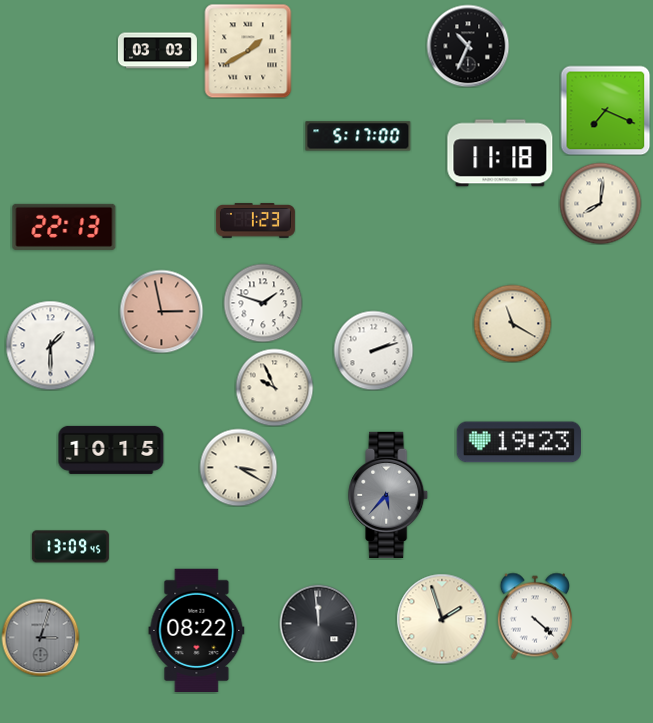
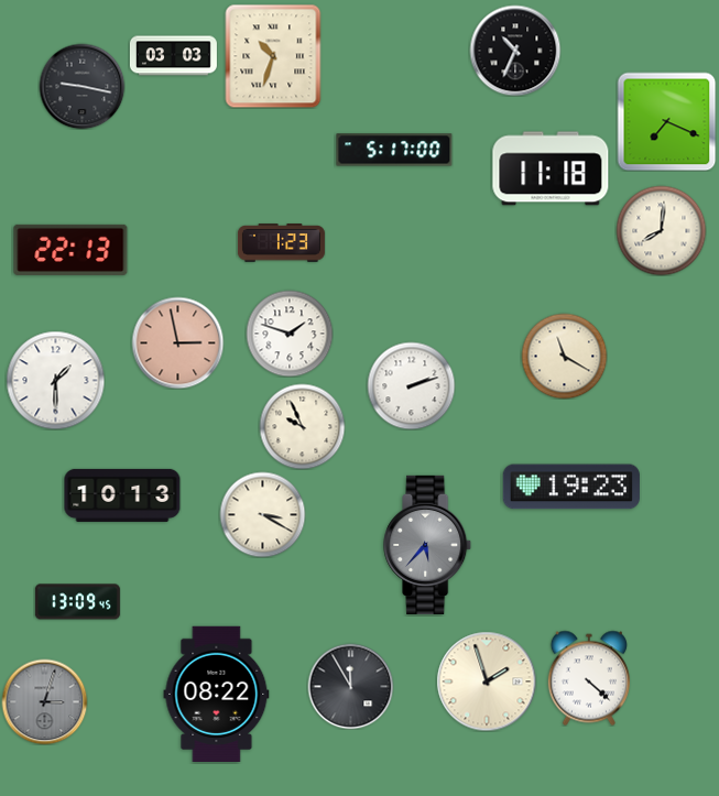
clock at (248, 51): 1:40 -> 10:33
clock at (81, 86): none -> 9:17
clock at (600, 203) position: (600, 203) -> (661, 230)
clock at (111, 450): 10:15 -> 10:13
clock at (318, 623): 11:59 -> 11:55
